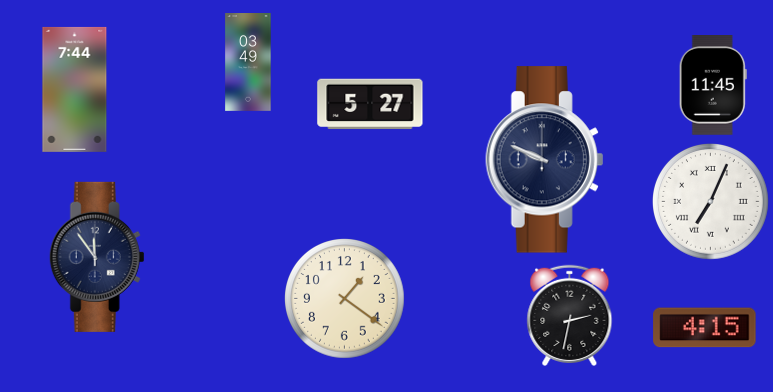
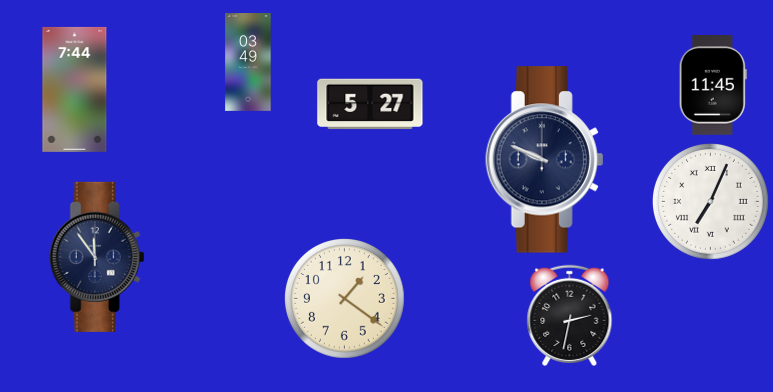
clock at (705, 328): 4:15 -> none
